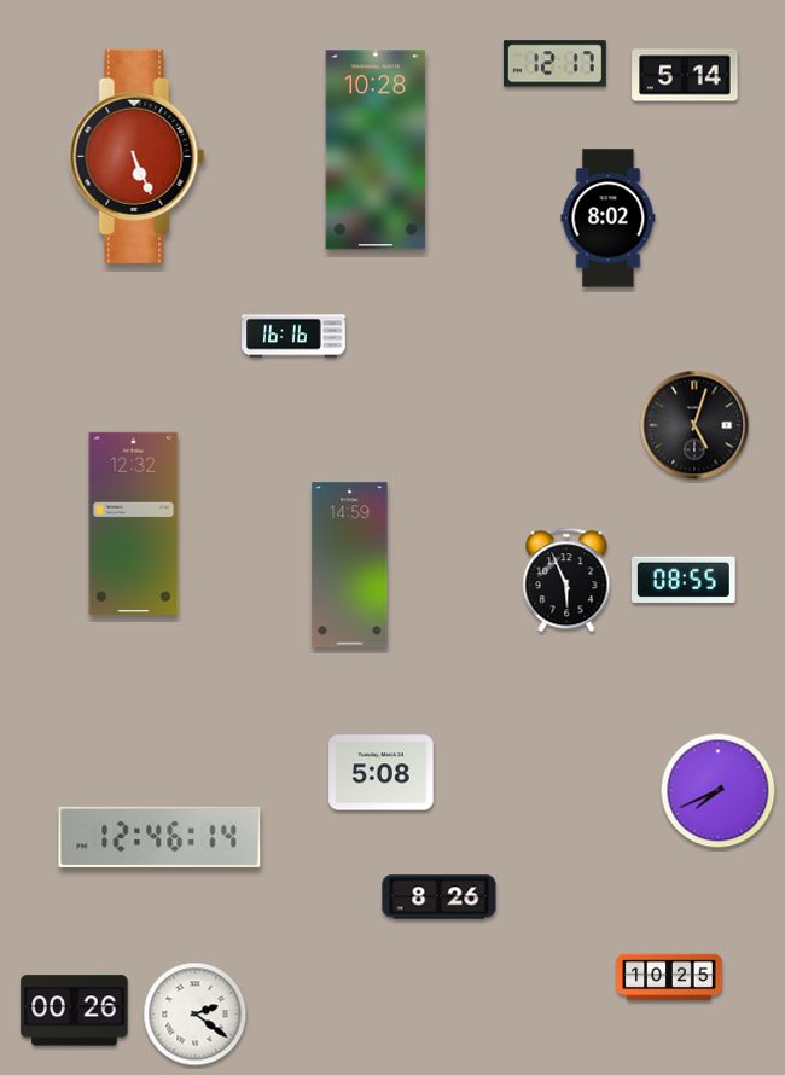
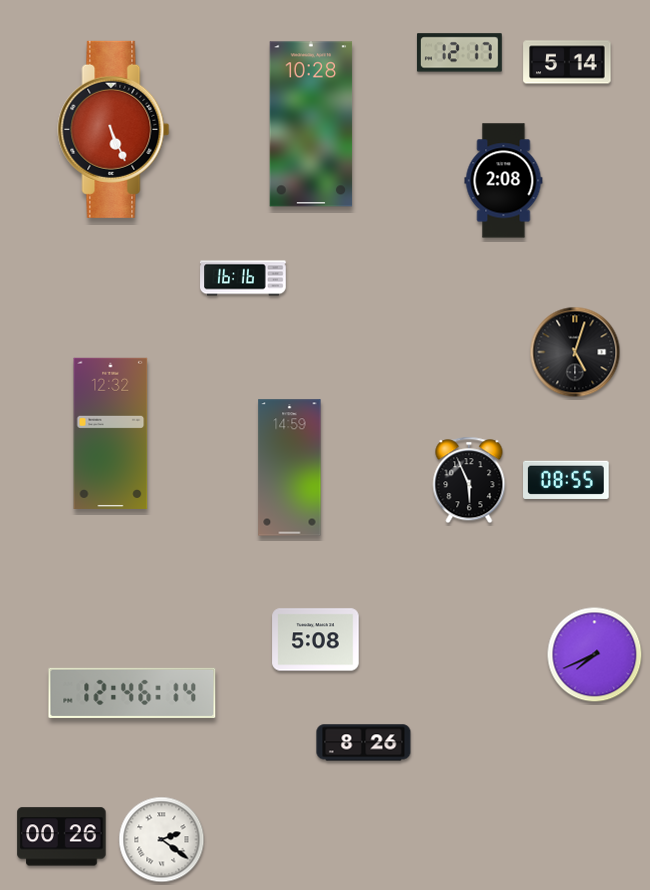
clock at (609, 219): 8:02 -> 2:08
clock at (669, 977): 10:25 -> none
